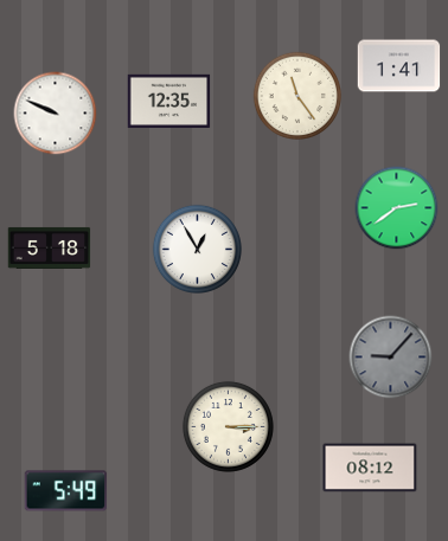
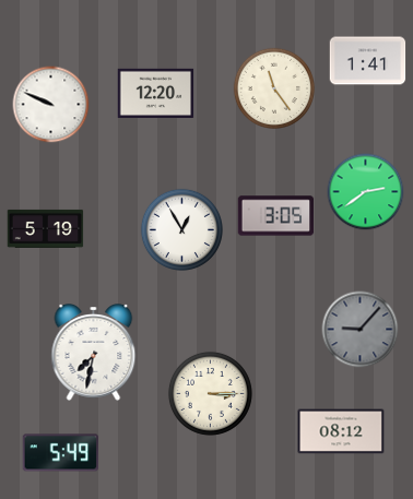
clock at (169, 101): 12:35 -> 12:20
clock at (276, 216): none -> 3:05
clock at (50, 247): 5:18 -> 5:19
clock at (94, 353): none -> 7:32
